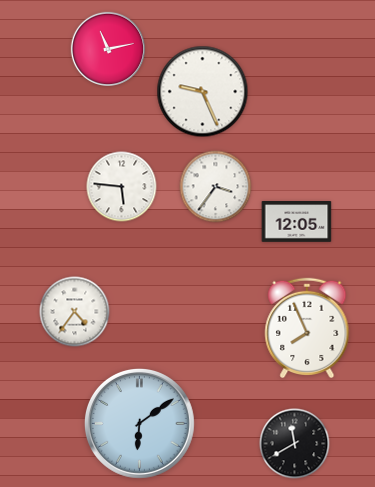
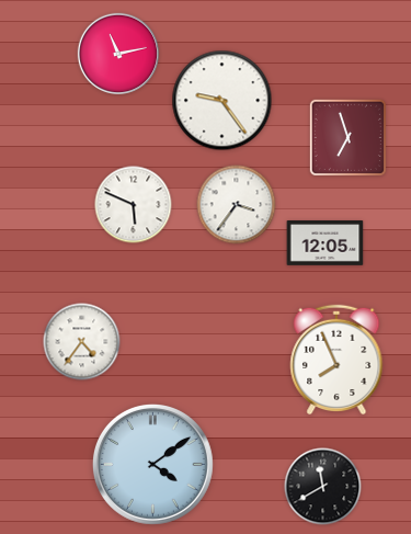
clock at (203, 92): 9:26 -> 9:24
clock at (347, 137): none -> 6:57
clock at (122, 187): 5:46 -> 5:49
clock at (139, 423): 6:09 -> 4:09
